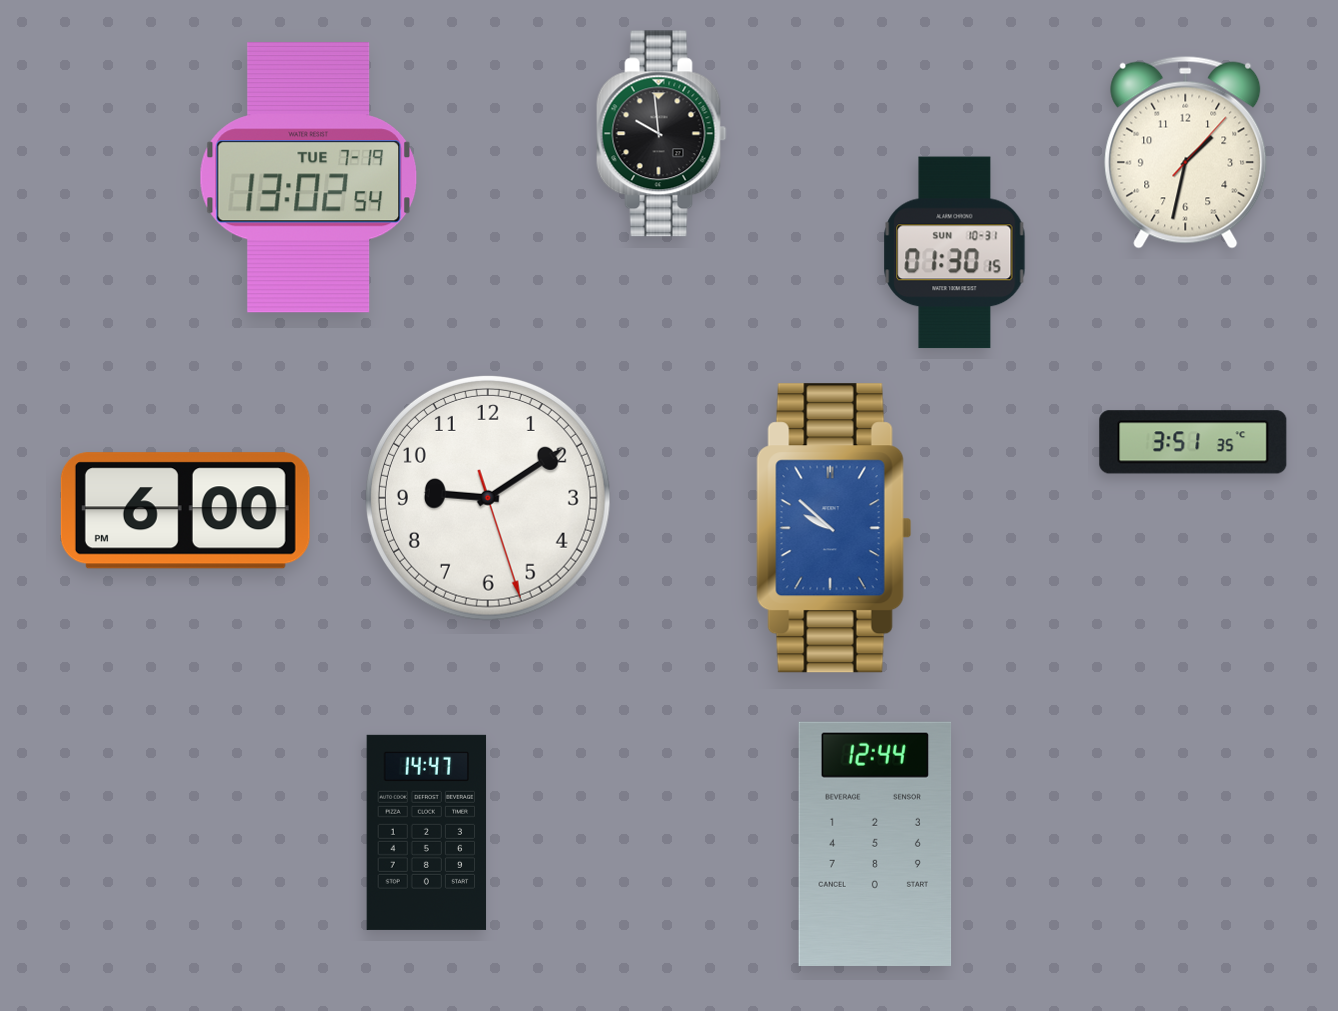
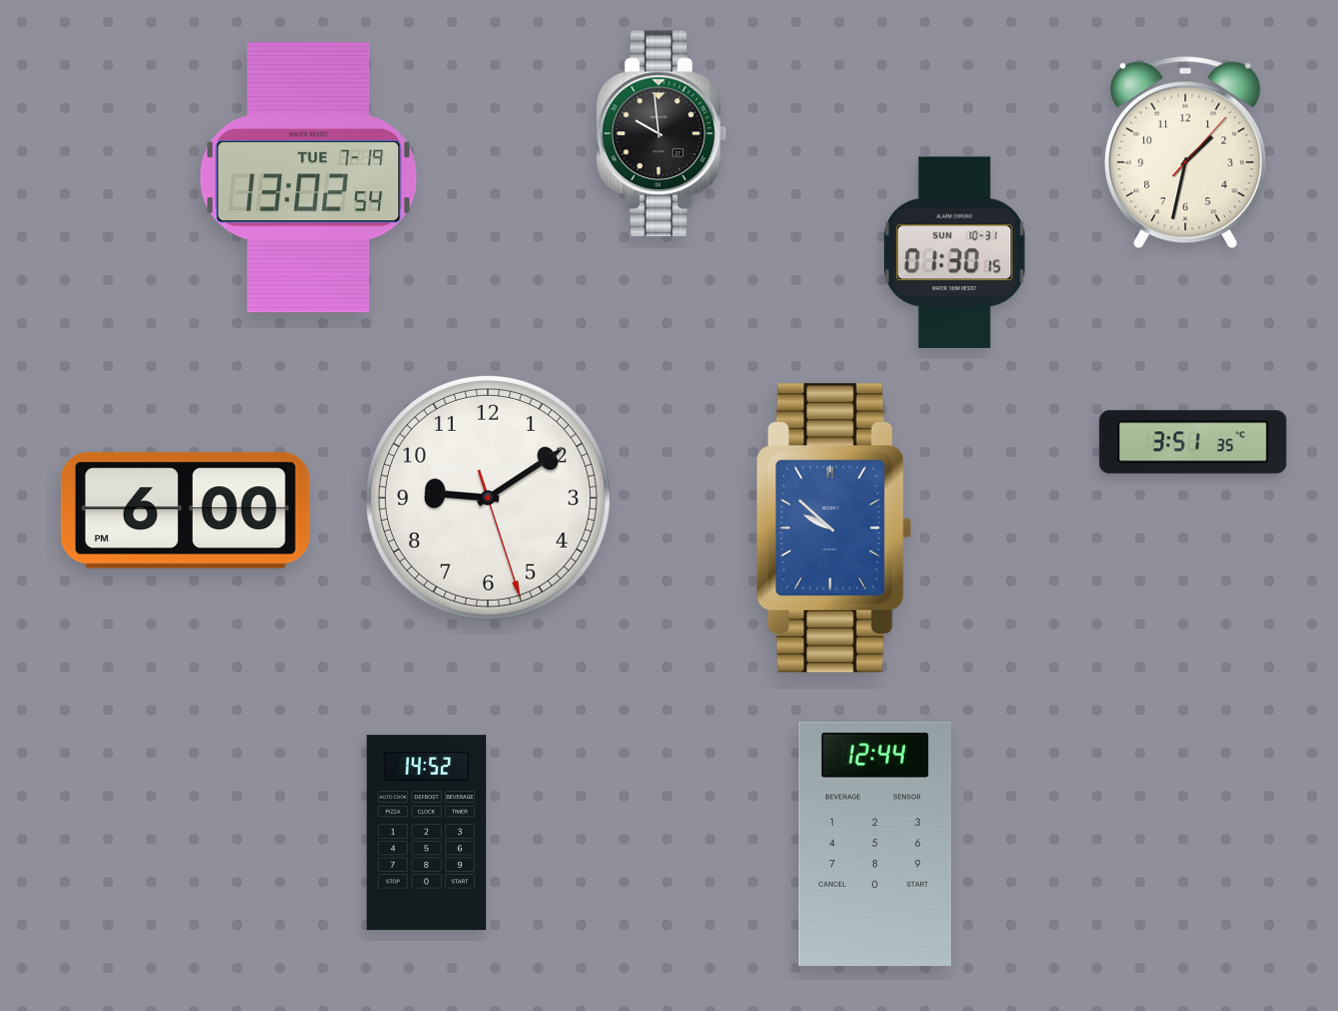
clock at (427, 832): 14:47 -> 14:52
